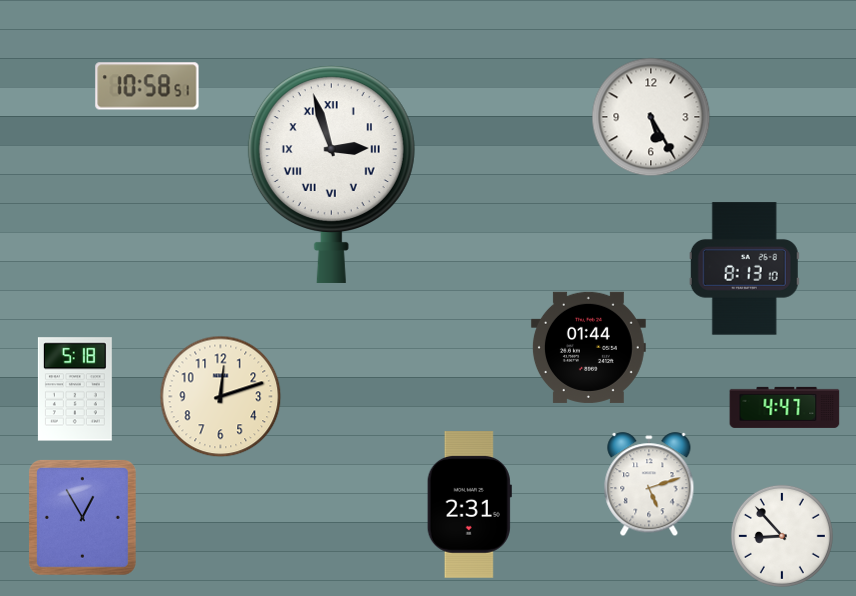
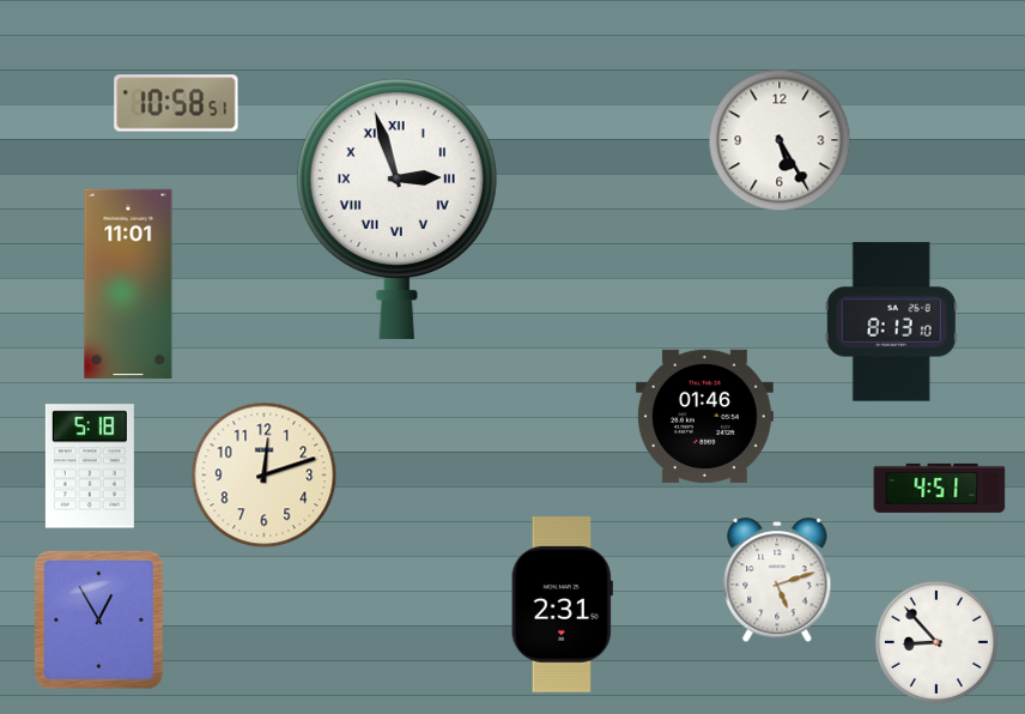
clock at (128, 284): none -> 11:01
clock at (588, 347): 01:44 -> 01:46
clock at (785, 407): 4:47 -> 4:51
